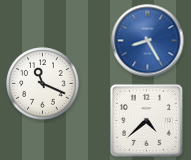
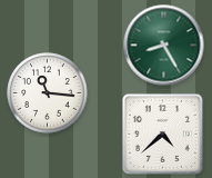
clock at (148, 41) dial: blue -> green
clock at (43, 84): 11:19 -> 11:16
